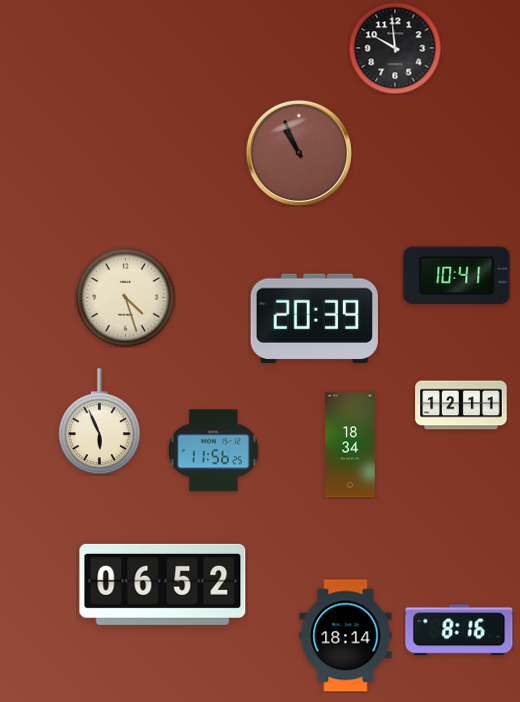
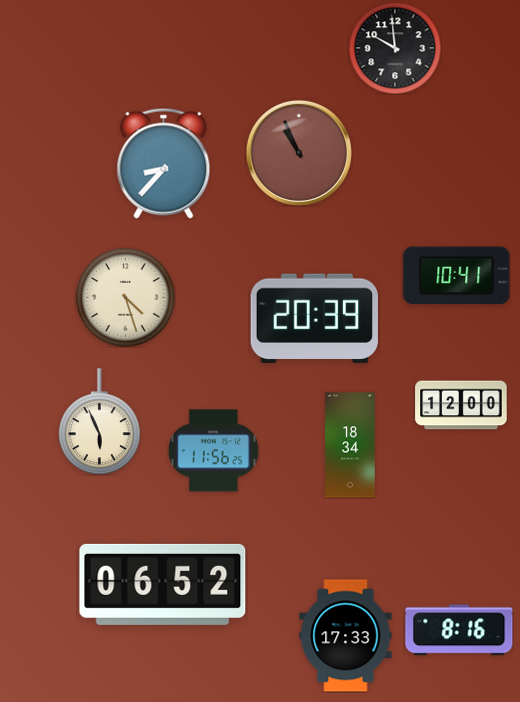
clock at (164, 163): none -> 8:37
clock at (461, 405): 12:11 -> 12:00
clock at (346, 636): 18:14 -> 17:33
